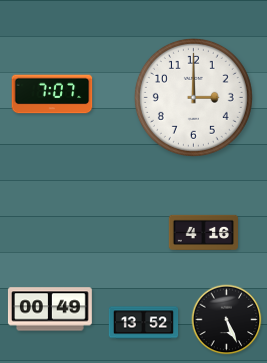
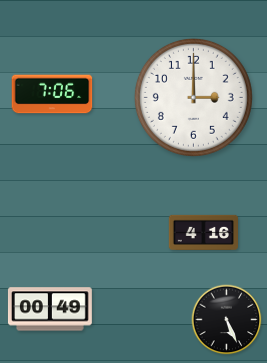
clock at (52, 94): 7:07 -> 7:06
clock at (144, 323): 13:52 -> none
